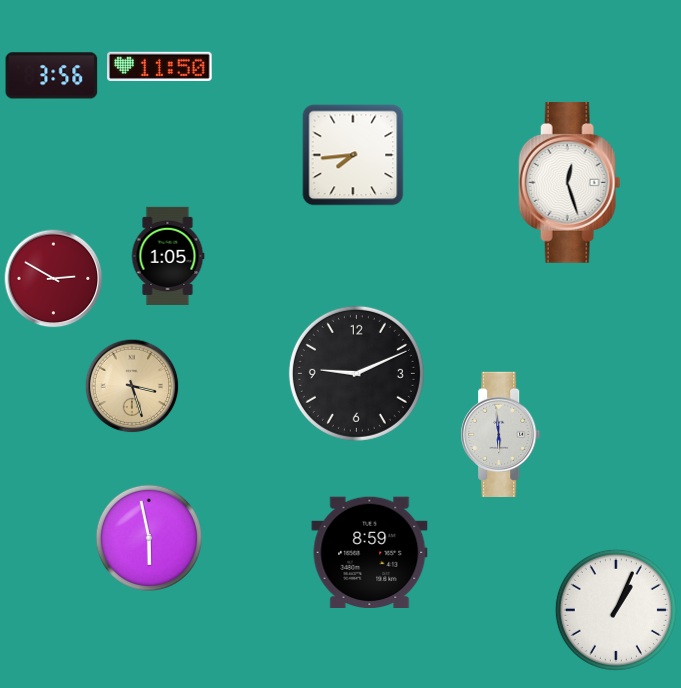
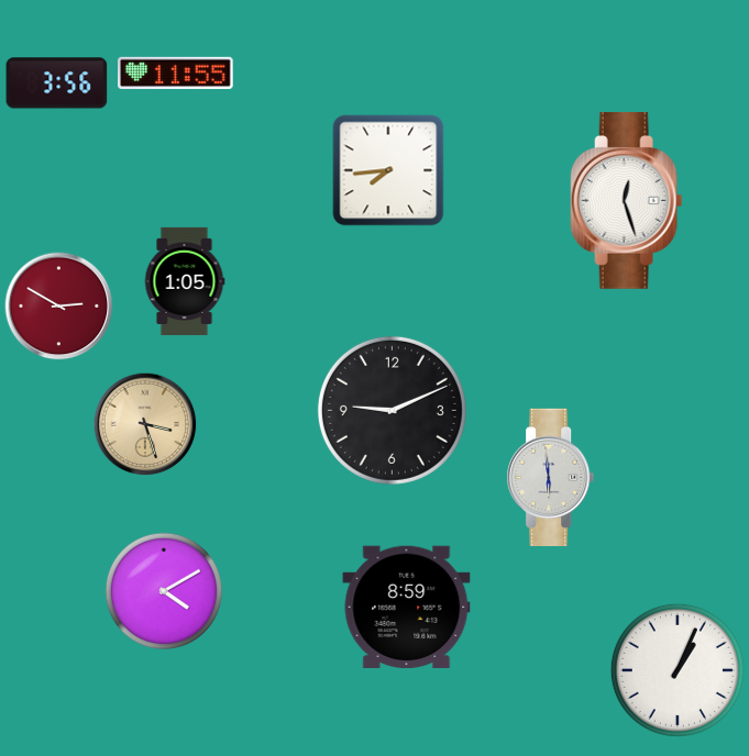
clock at (160, 66): 11:50 -> 11:55
clock at (149, 538): 5:58 -> 4:10
